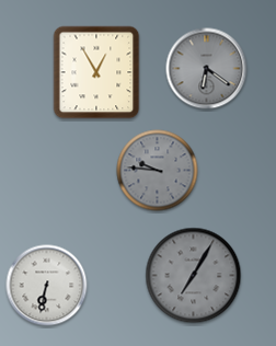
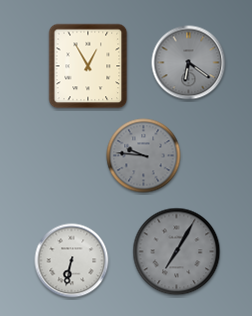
clock at (47, 286) position: (47, 286) -> (72, 261)
